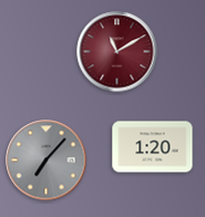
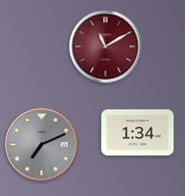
clock at (153, 147): 1:20 -> 1:34
clock at (47, 161): 7:07 -> 7:11
